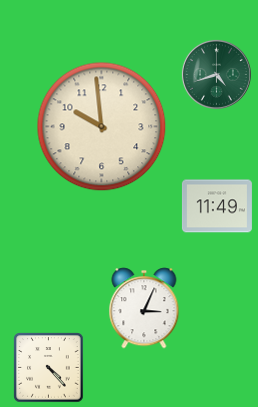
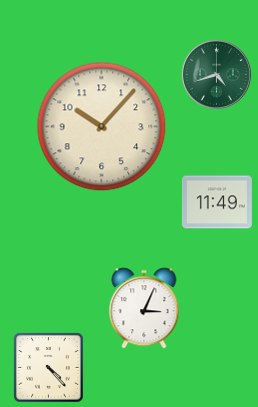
clock at (102, 127): 9:59 -> 10:07
clock at (217, 206) position: (217, 206) -> (217, 202)
